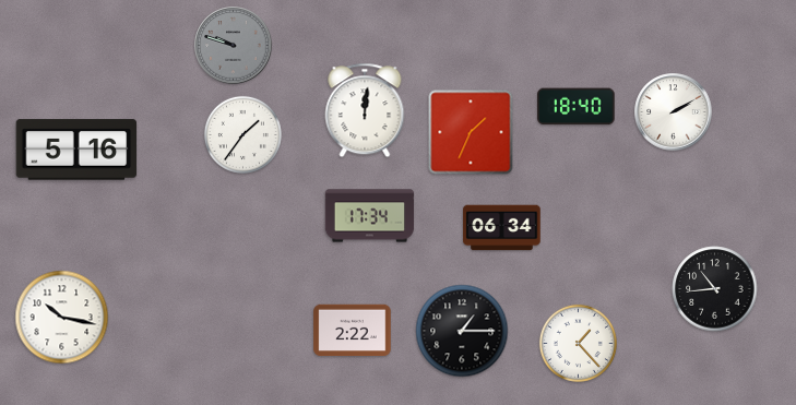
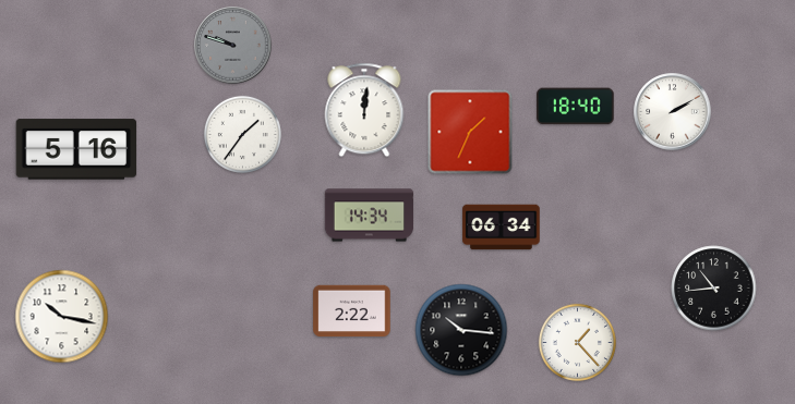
clock at (370, 216): 17:34 -> 14:34
clock at (353, 331) position: (353, 331) -> (352, 311)
clock at (462, 331): 1:15 -> 10:16
